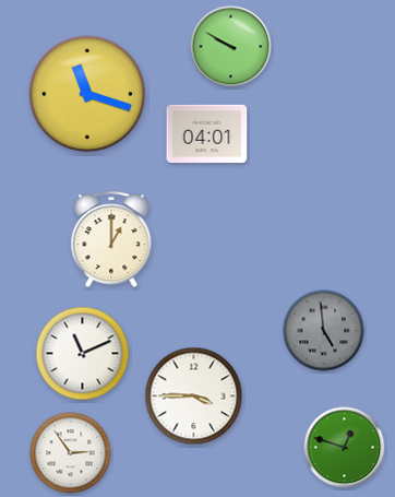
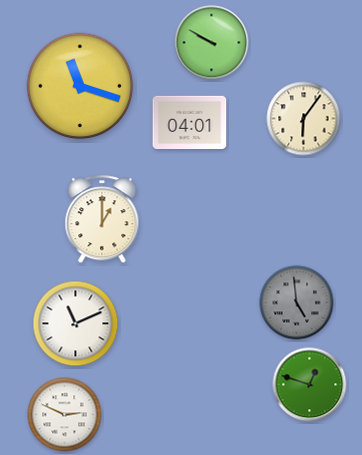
clock at (304, 119): none -> 6:06
clock at (194, 397): 3:45 -> none
clock at (345, 448) position: (345, 448) -> (310, 385)
clock at (71, 453): 2:54 -> 2:49
